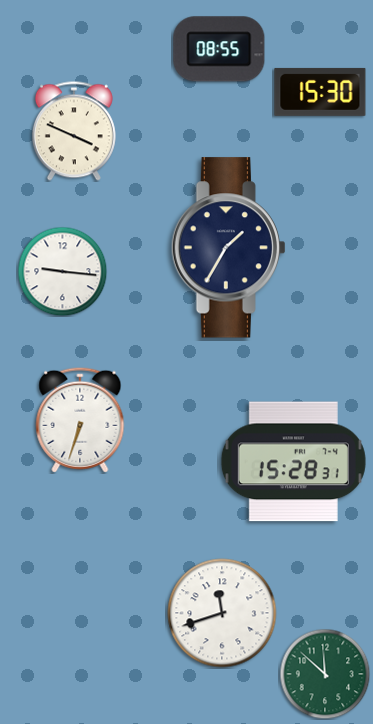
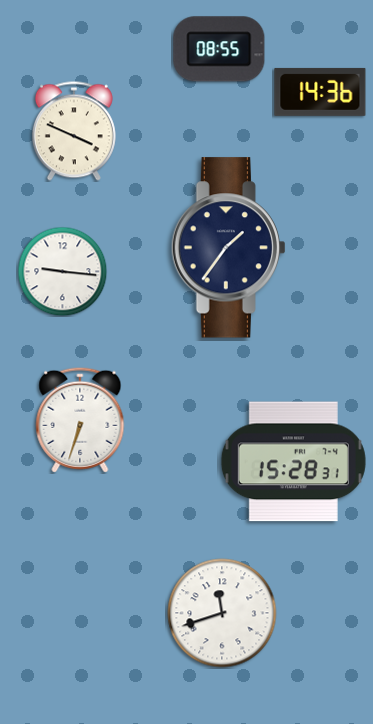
clock at (320, 92): 15:30 -> 14:36
clock at (228, 248): 1:35 -> 1:36
clock at (325, 674): 11:52 -> none
